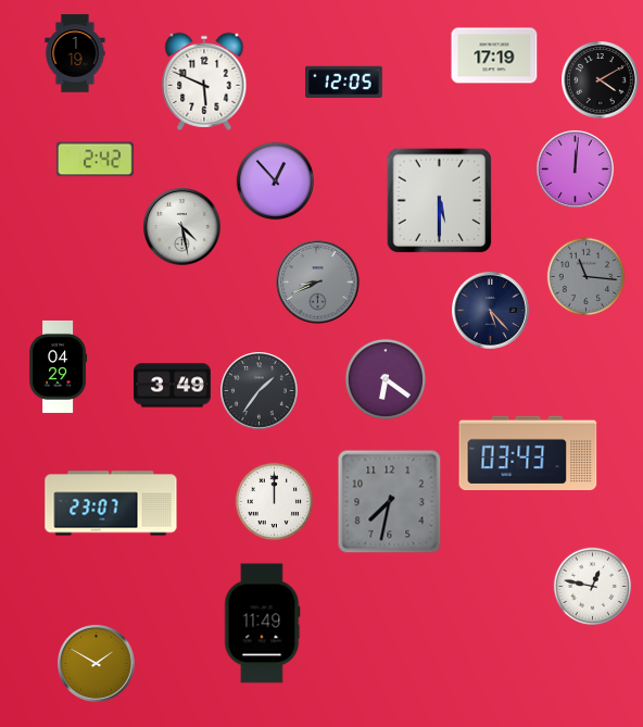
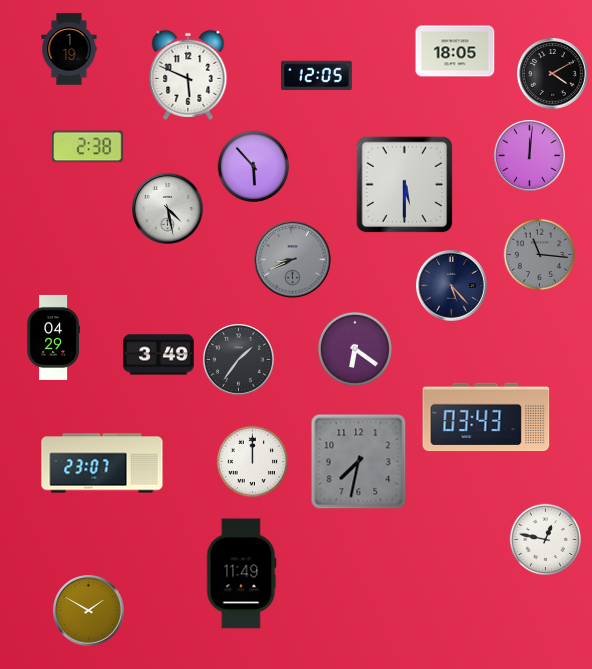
clock at (494, 55): 17:19 -> 18:05
clock at (96, 160): 2:42 -> 2:38
clock at (276, 181): 12:53 -> 5:53
